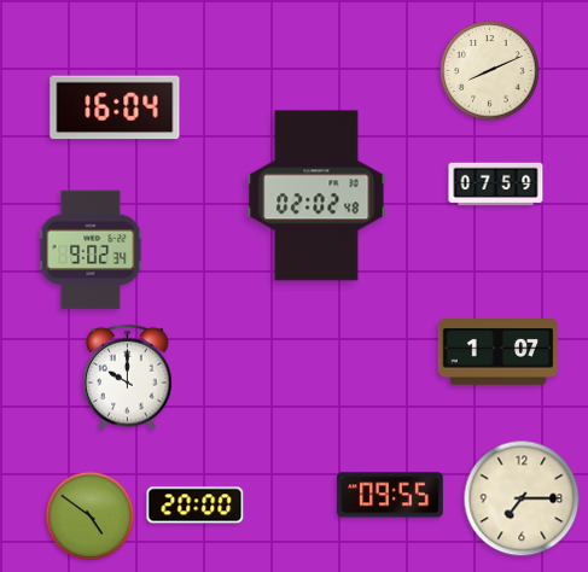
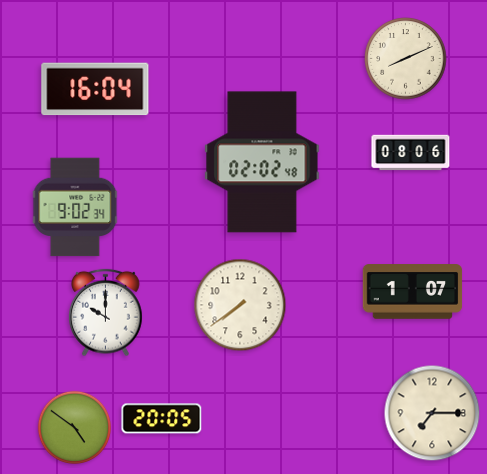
clock at (496, 185): 07:59 -> 08:06
clock at (240, 305): none -> 7:39
clock at (390, 495): 09:55 -> none
clock at (196, 506): 20:00 -> 20:05
